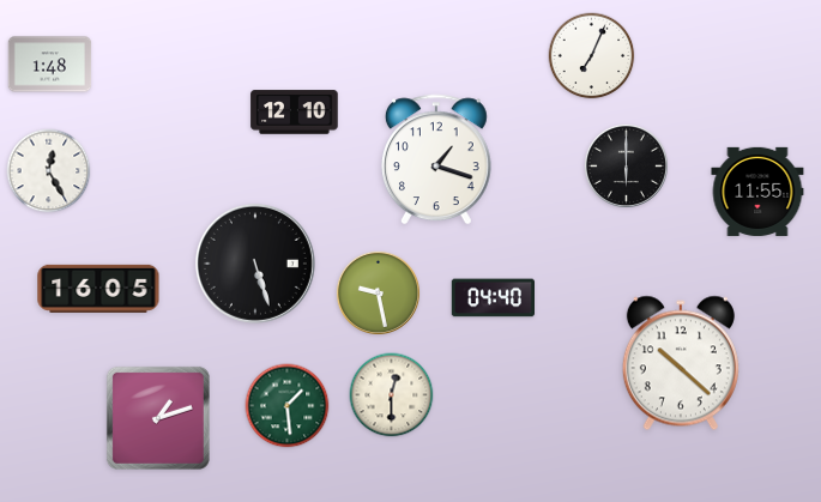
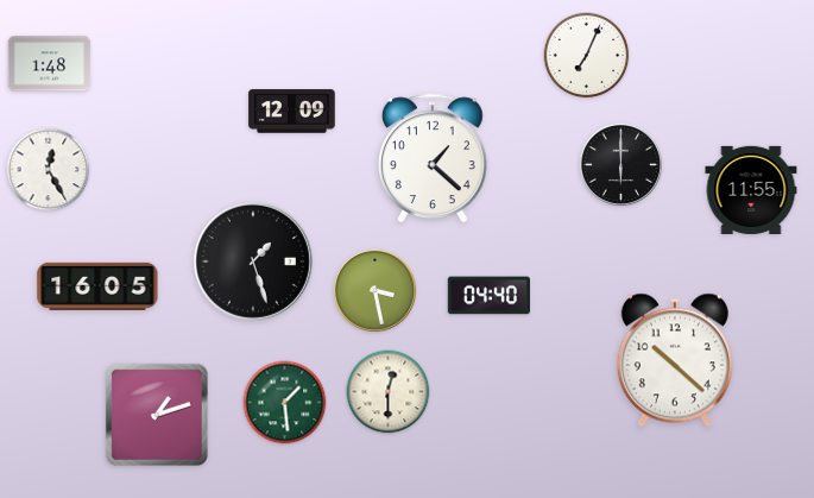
clock at (295, 113): 12:10 -> 12:09
clock at (436, 159): 1:18 -> 1:22
clock at (255, 264): 5:27 -> 1:27
clock at (378, 292): 9:28 -> 3:28
